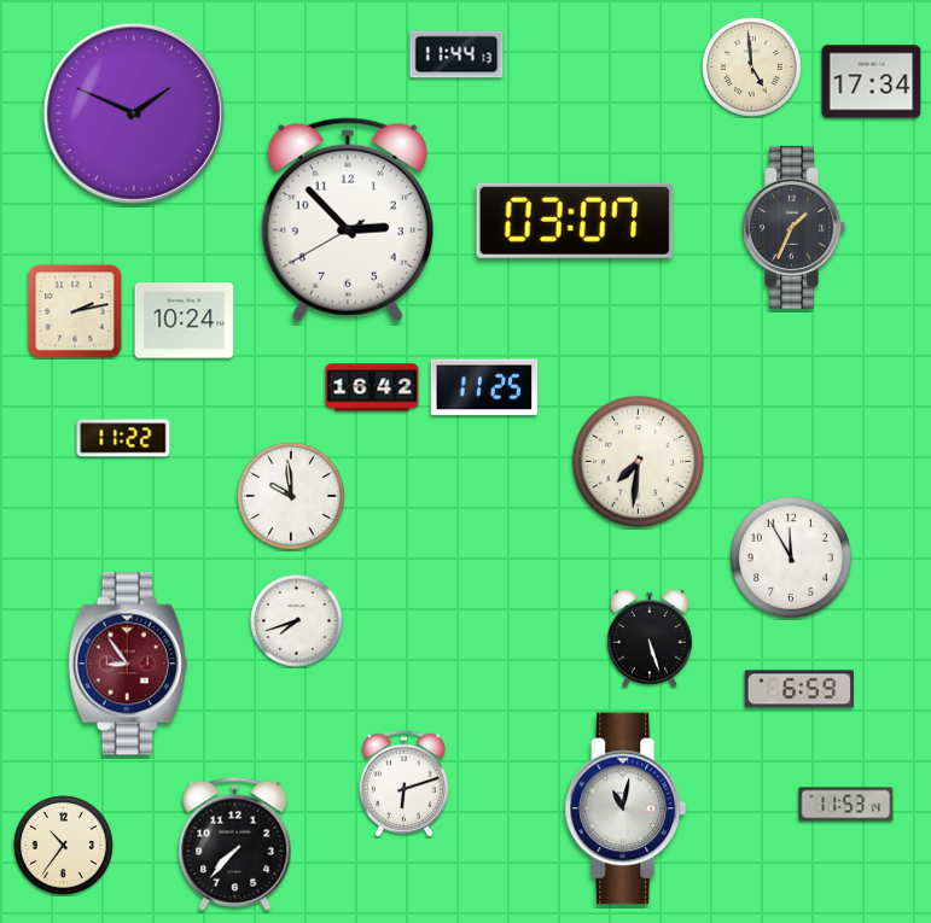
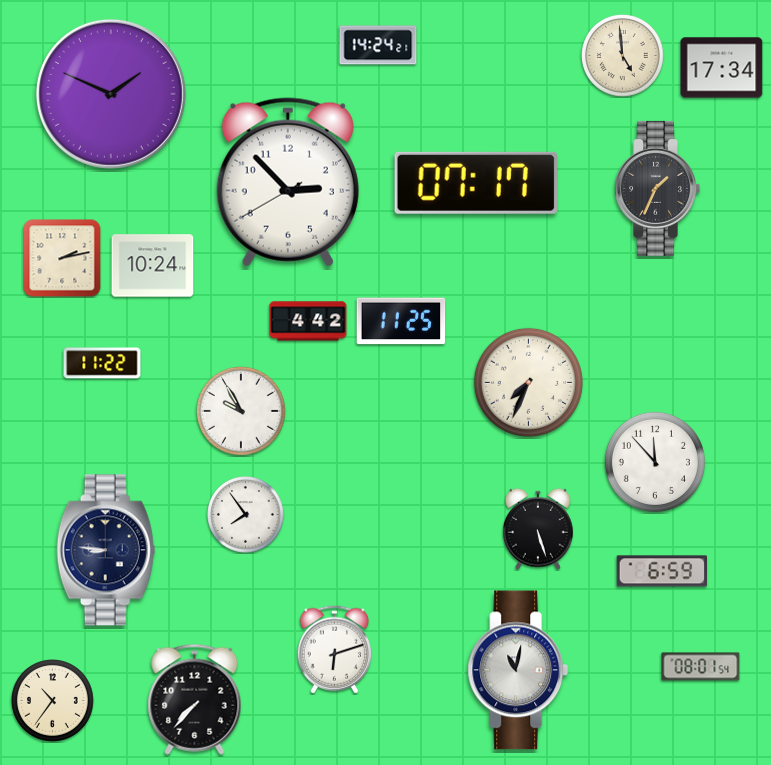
clock at (456, 54): 11:44 -> 14:24
clock at (575, 221): 03:07 -> 07:17
clock at (372, 387): 16:42 -> 4:42
clock at (638, 461): 7:31 -> 7:34
clock at (291, 496): 9:59 -> 9:55
clock at (791, 557): 11:55 -> 11:53
clock at (297, 621): 7:42 -> 7:54
clock at (128, 664): 8:54 -> 8:46
clock at (128, 664) dial: burgundy -> navy
clock at (846, 805): 11:53 -> 08:01
